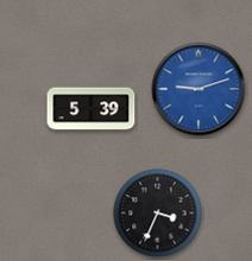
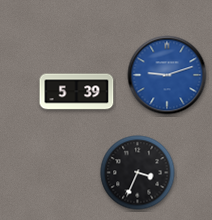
clock at (158, 214) position: (158, 214) -> (138, 173)
